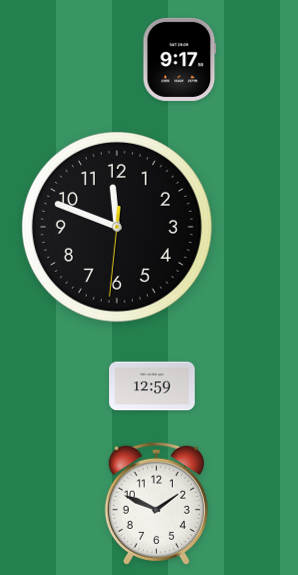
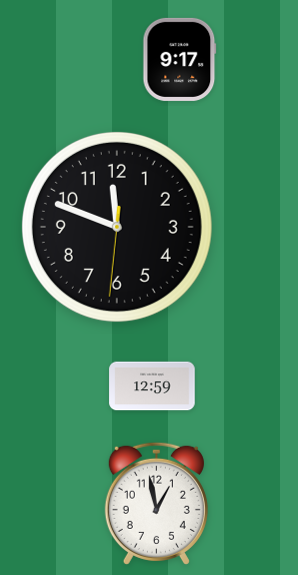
clock at (156, 503): 1:49 -> 12:58
